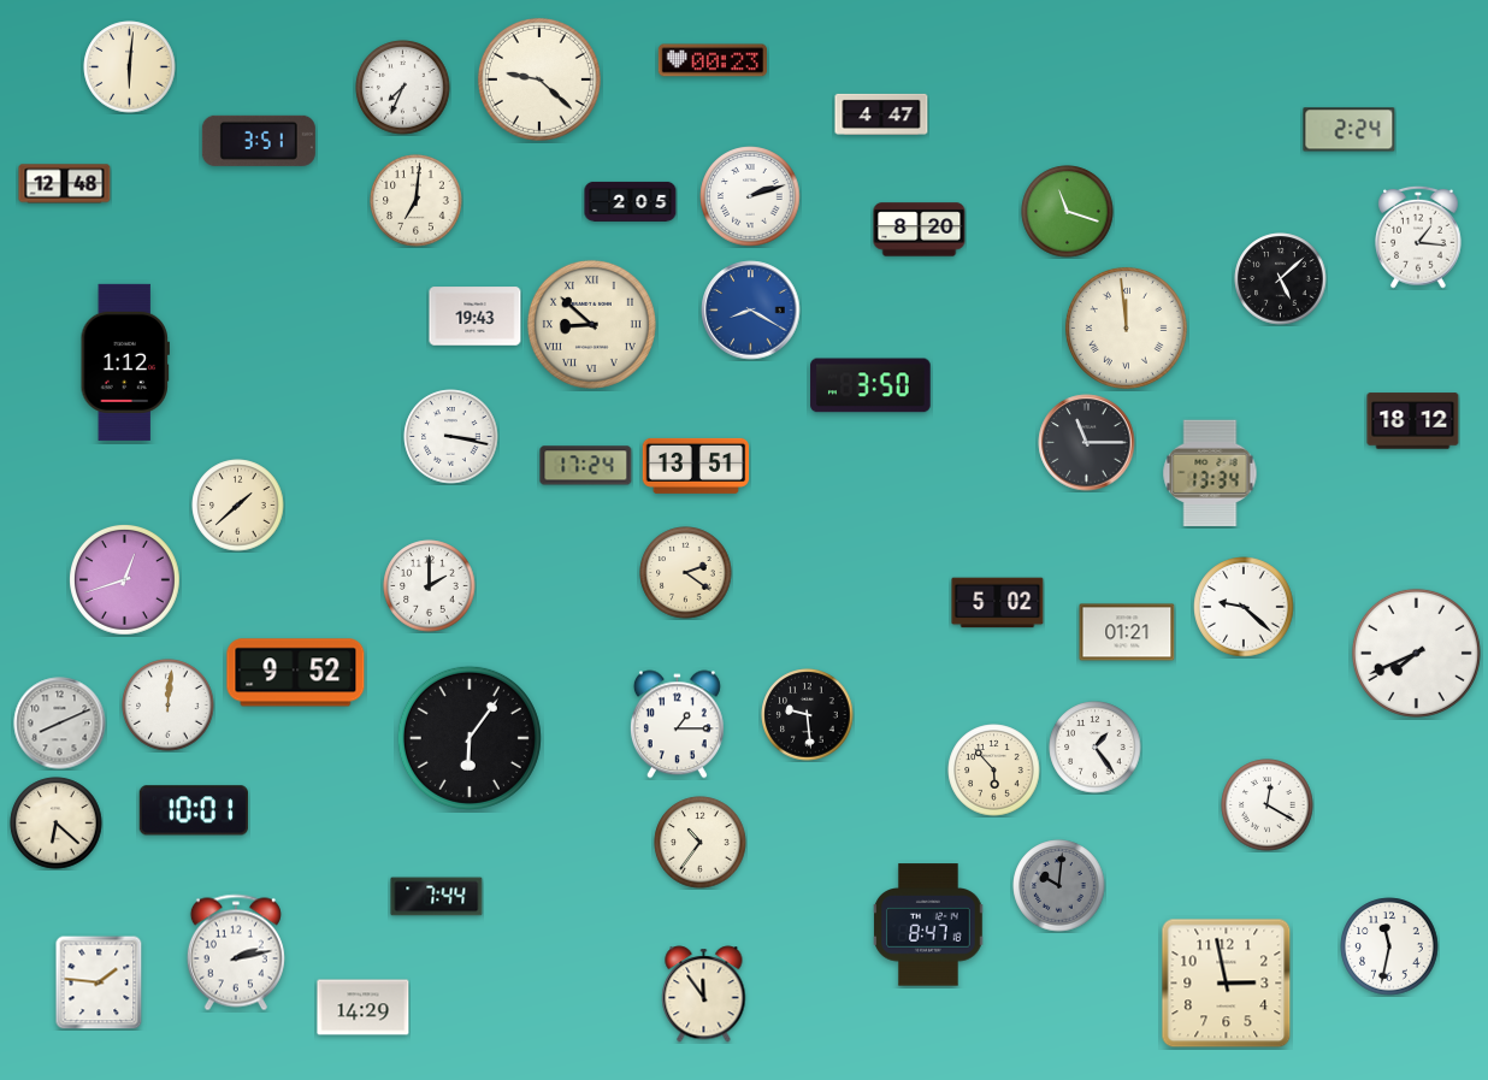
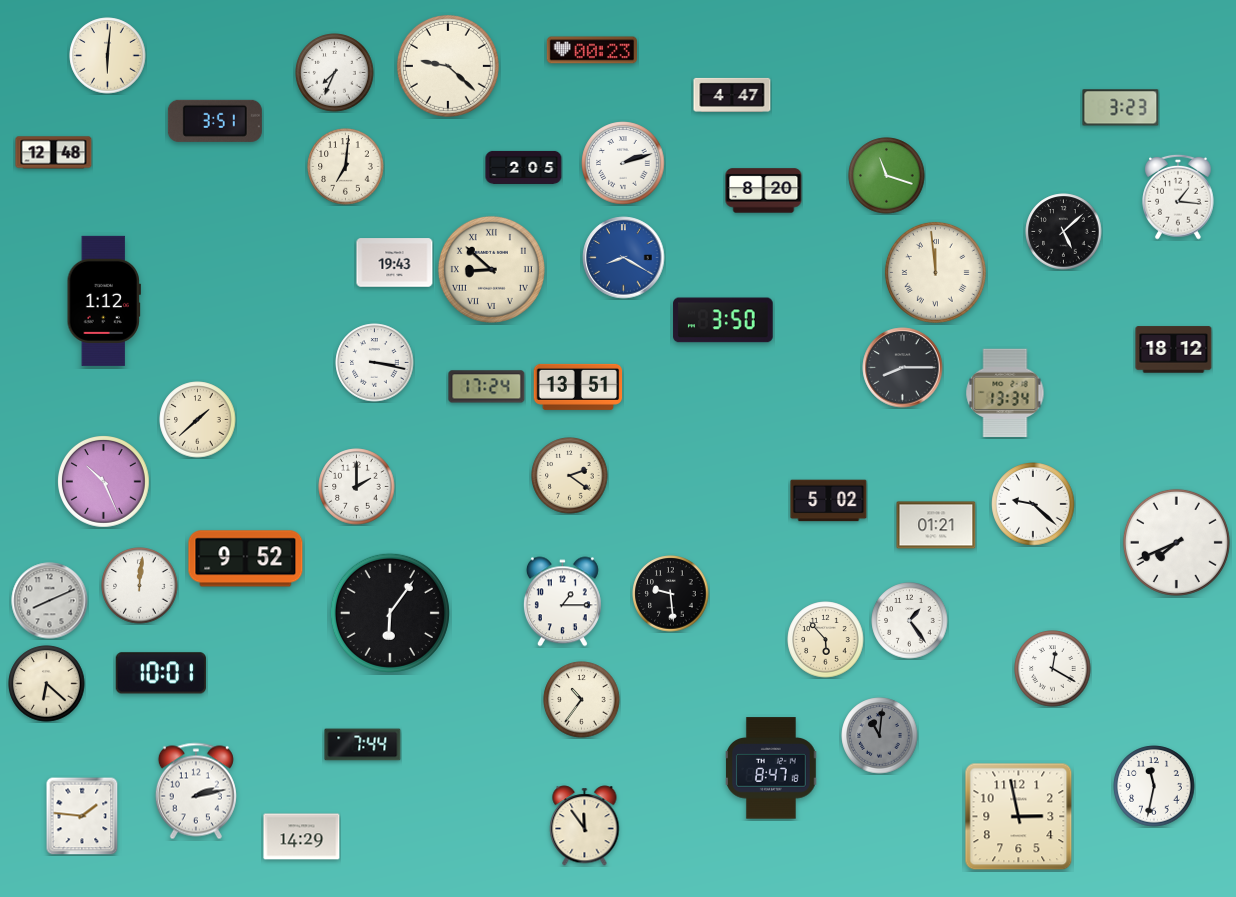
clock at (1350, 130): 2:24 -> 3:23
clock at (259, 141) position: (259, 141) -> (215, 121)
clock at (1087, 443): 11:15 -> 8:15
clock at (125, 580): 12:42 -> 10:26
clock at (1059, 886): 10:01 -> 11:01
